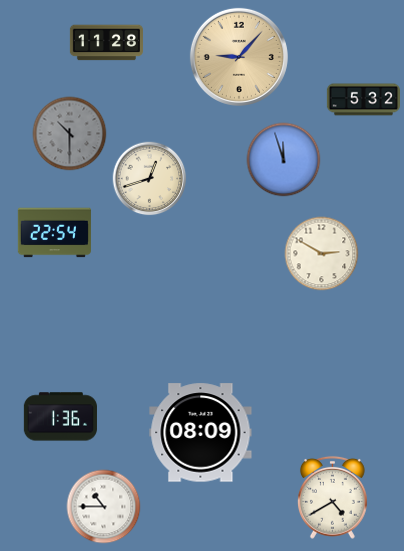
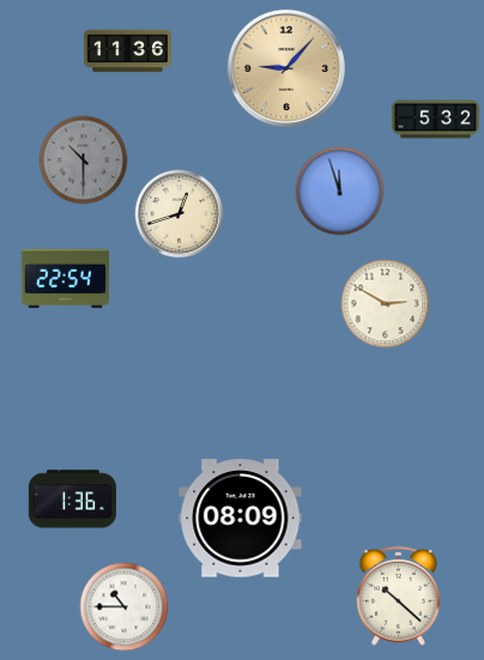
clock at (106, 43): 11:28 -> 11:36
clock at (332, 497): 4:40 -> 10:22
